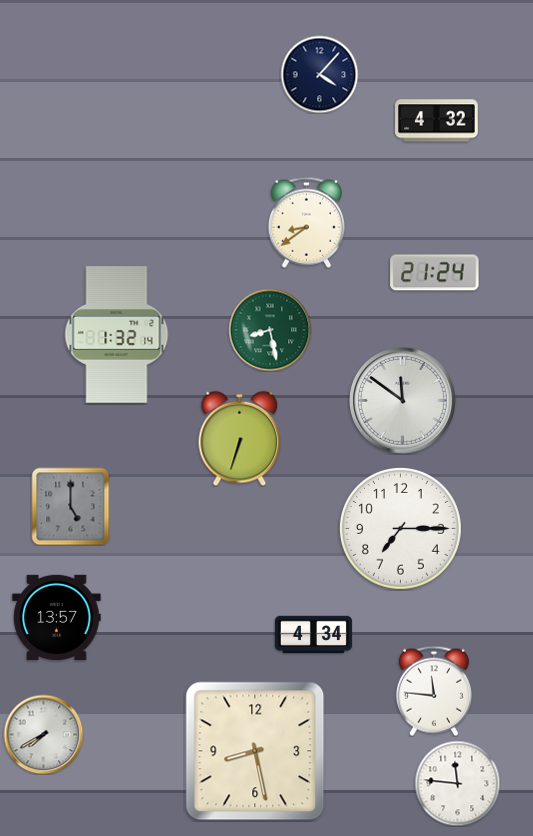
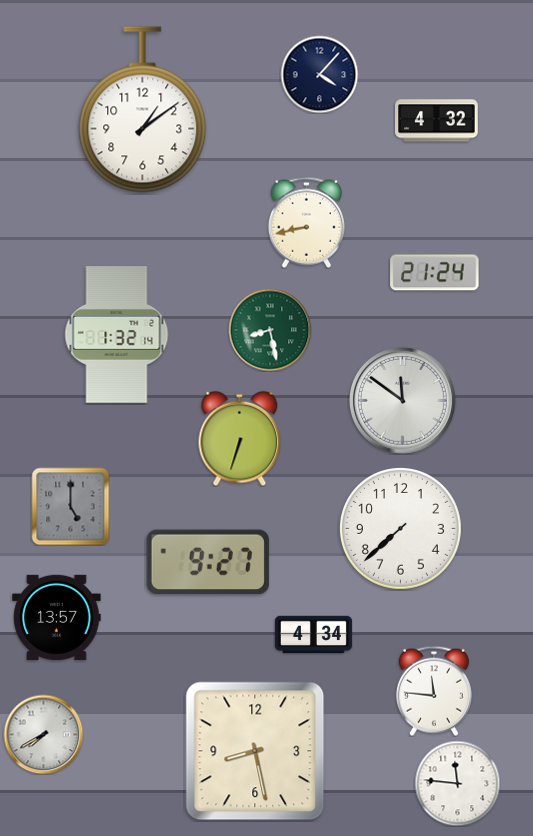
clock at (143, 110): none -> 1:09
clock at (306, 222): 8:39 -> 8:43
clock at (400, 528): 7:15 -> 7:38
clock at (208, 562): none -> 9:27
